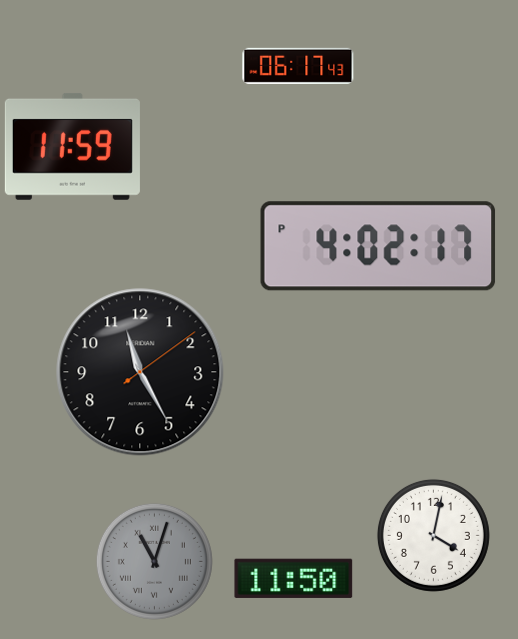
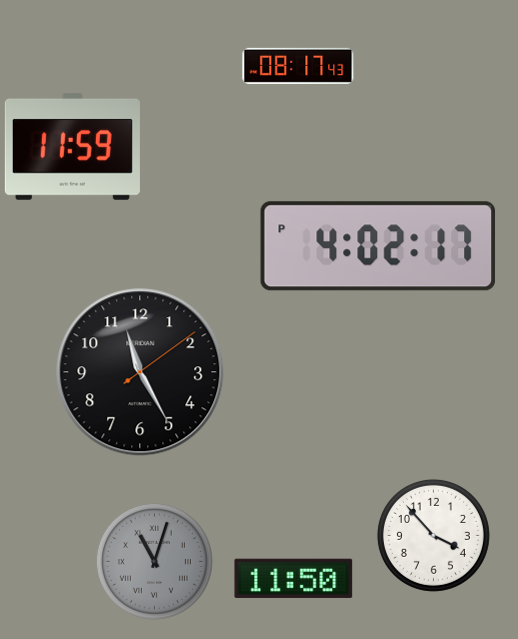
clock at (298, 66): 06:17 -> 08:17
clock at (433, 535): 4:02 -> 3:53
